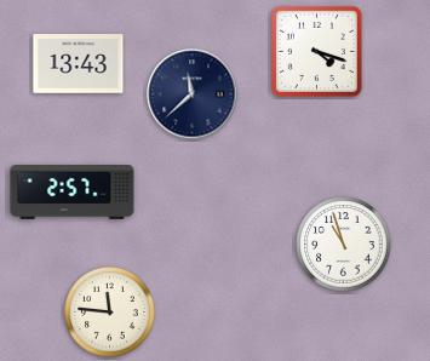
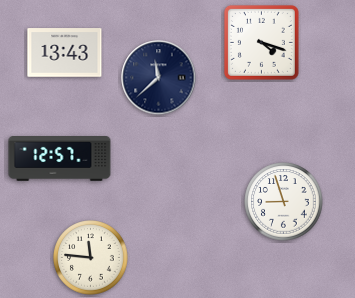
clock at (73, 193): 2:57 -> 12:57
clock at (344, 245): 10:57 -> 8:57
